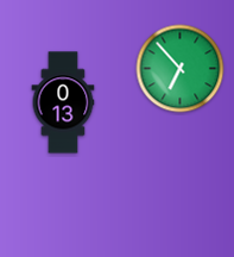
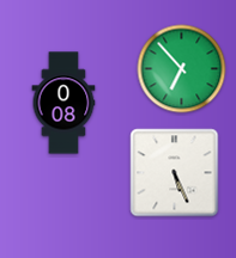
clock at (63, 102): 0:13 -> 0:08
clock at (175, 173): none -> 5:26
